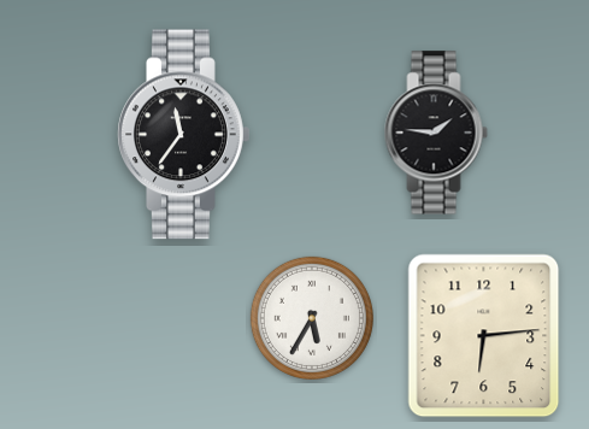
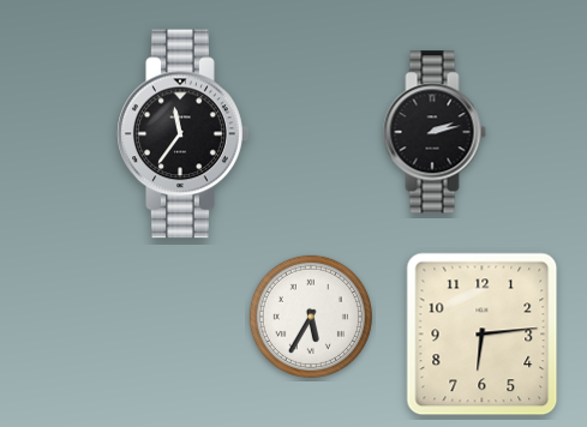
clock at (436, 133): 1:46 -> 2:13
